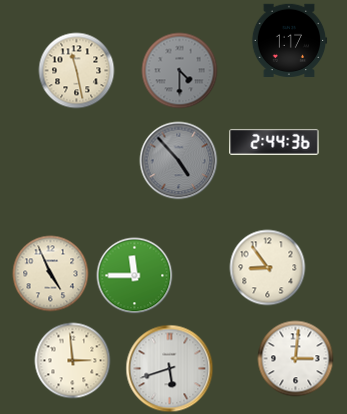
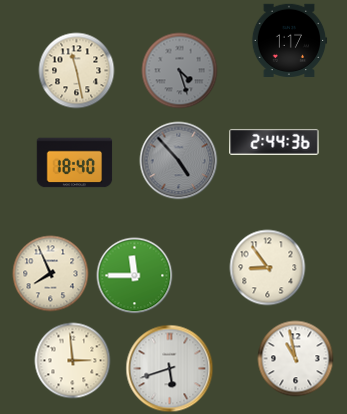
clock at (180, 71): 4:30 -> 4:27
clock at (75, 163): none -> 18:40
clock at (51, 274): 4:56 -> 7:56
clock at (296, 359): 3:01 -> 10:58
